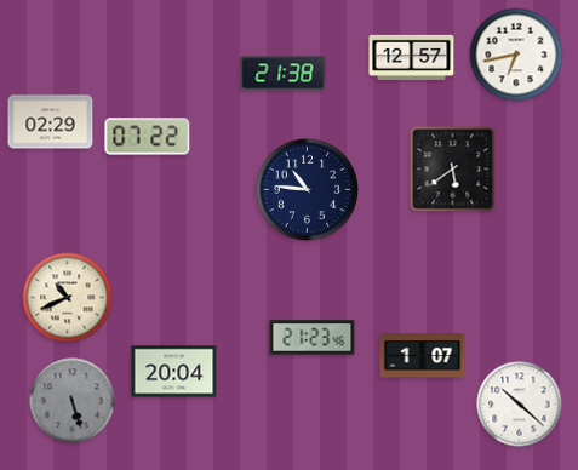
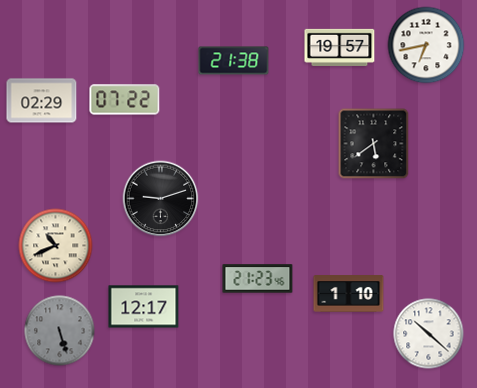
clock at (412, 57): 12:57 -> 19:57
clock at (148, 137) position: (148, 137) -> (125, 100)
clock at (453, 170) position: (453, 170) -> (374, 144)
clock at (307, 189): 10:46 -> none
clock at (161, 199): none -> 9:12
clock at (423, 356): 1:07 -> 1:10
clock at (174, 372): 20:04 -> 12:17
